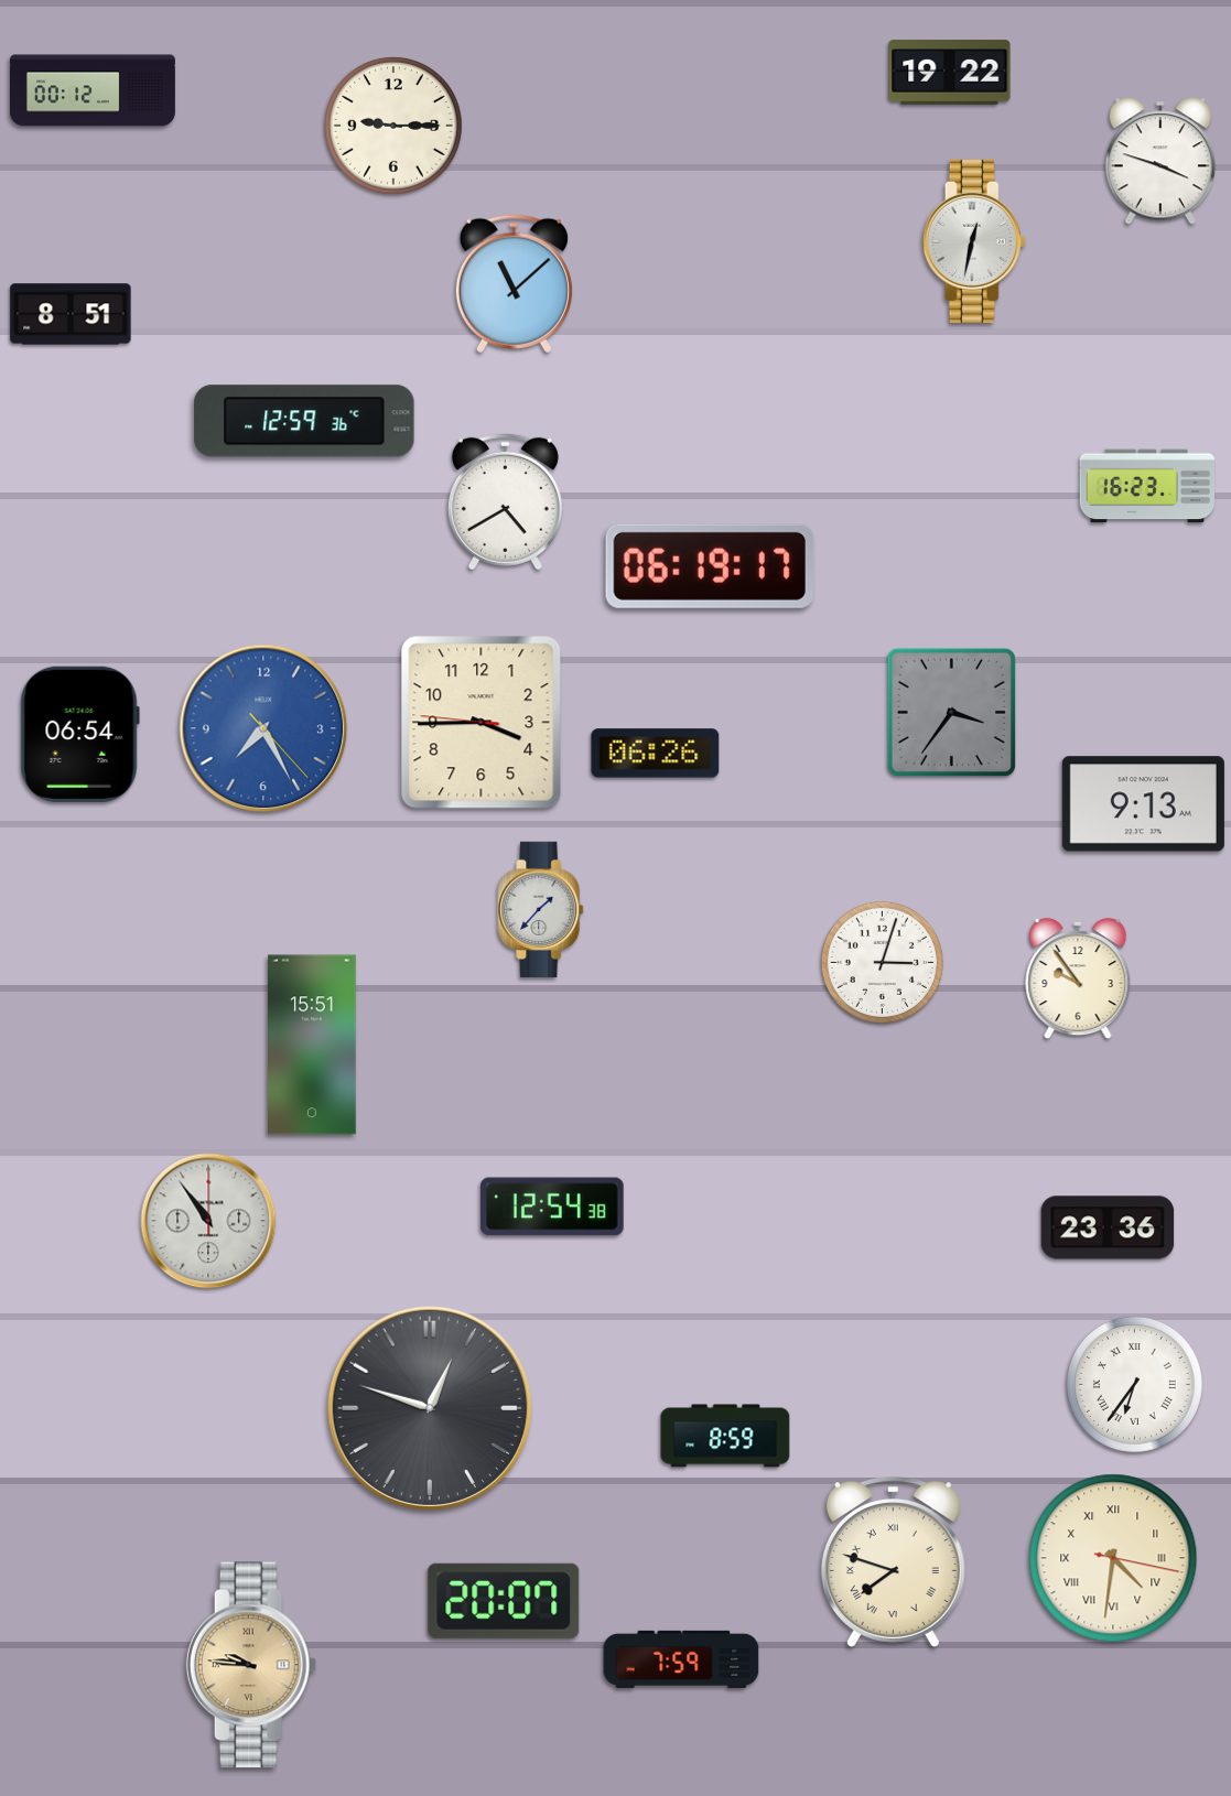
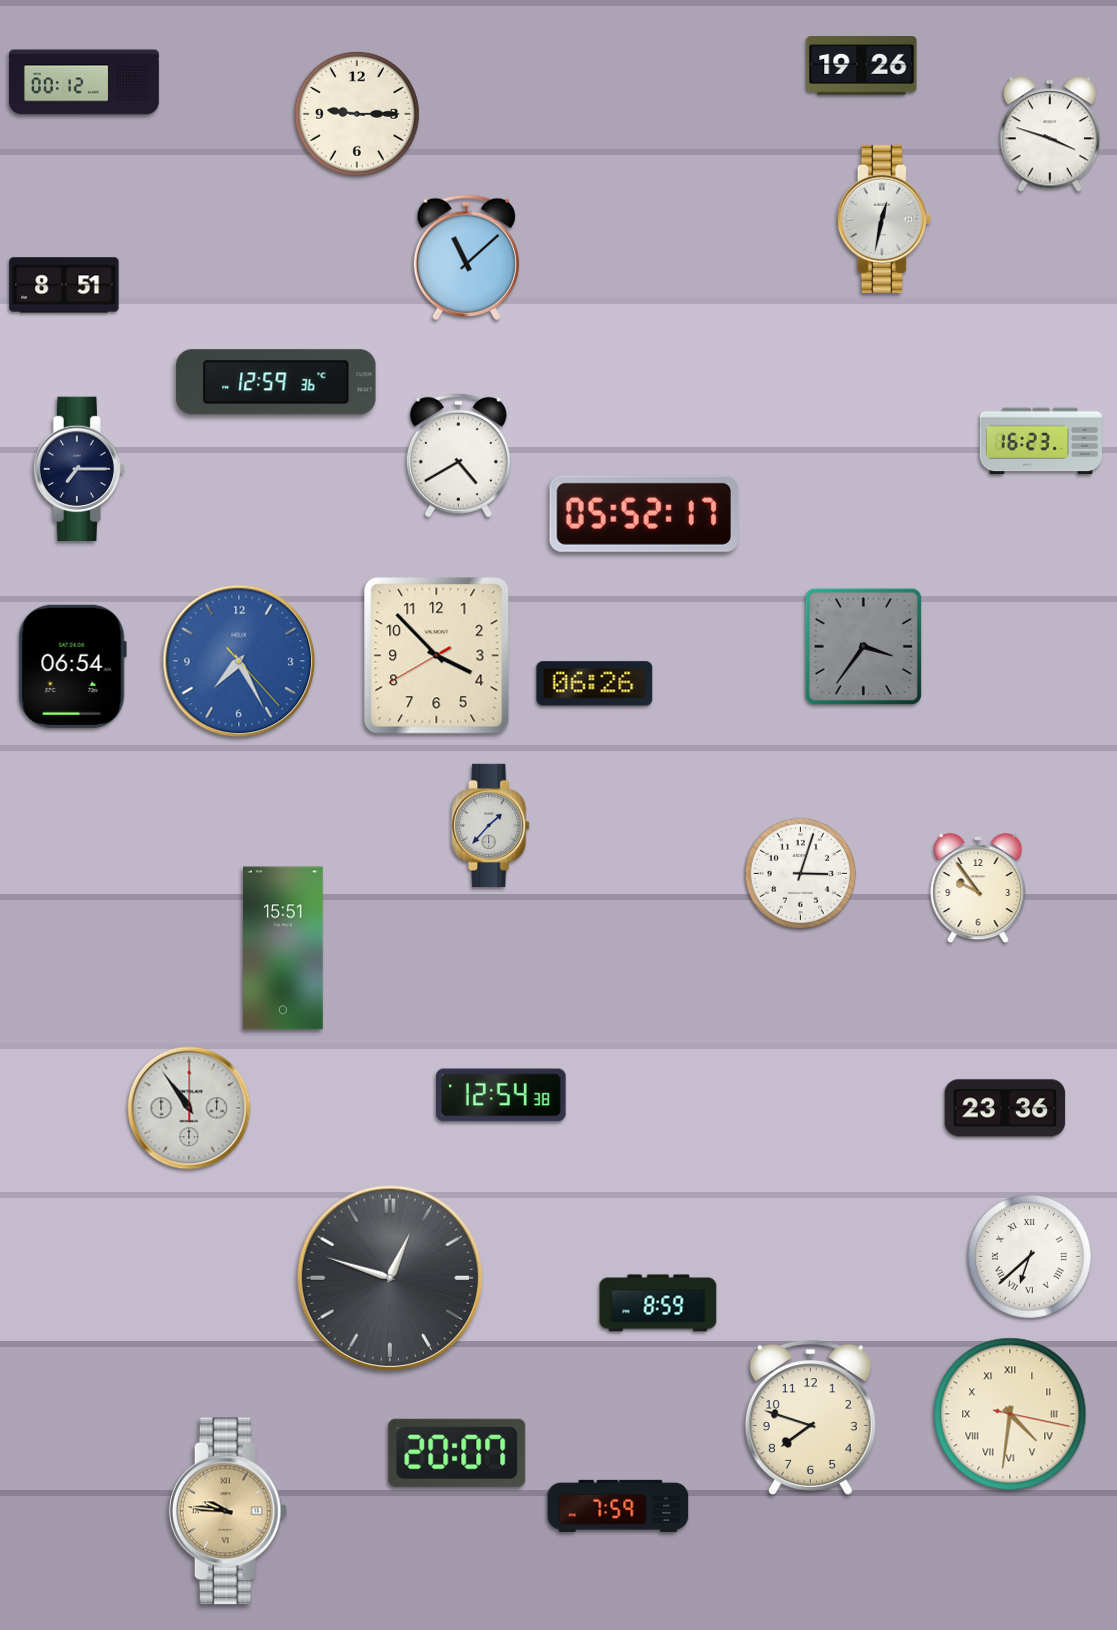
clock at (950, 73): 19:22 -> 19:26
clock at (1159, 161) position: (1159, 161) -> (1049, 134)
clock at (78, 469): none -> 7:15
clock at (709, 566): 06:19 -> 05:52
clock at (482, 723): 3:44 -> 3:52
clock at (1143, 804): 9:13 -> none
clock at (1108, 1227) position: (1108, 1227) -> (1005, 1108)
clock at (1134, 1384): 6:36 -> 6:38
clock at (893, 1562) numerals: Roman -> Arabic
